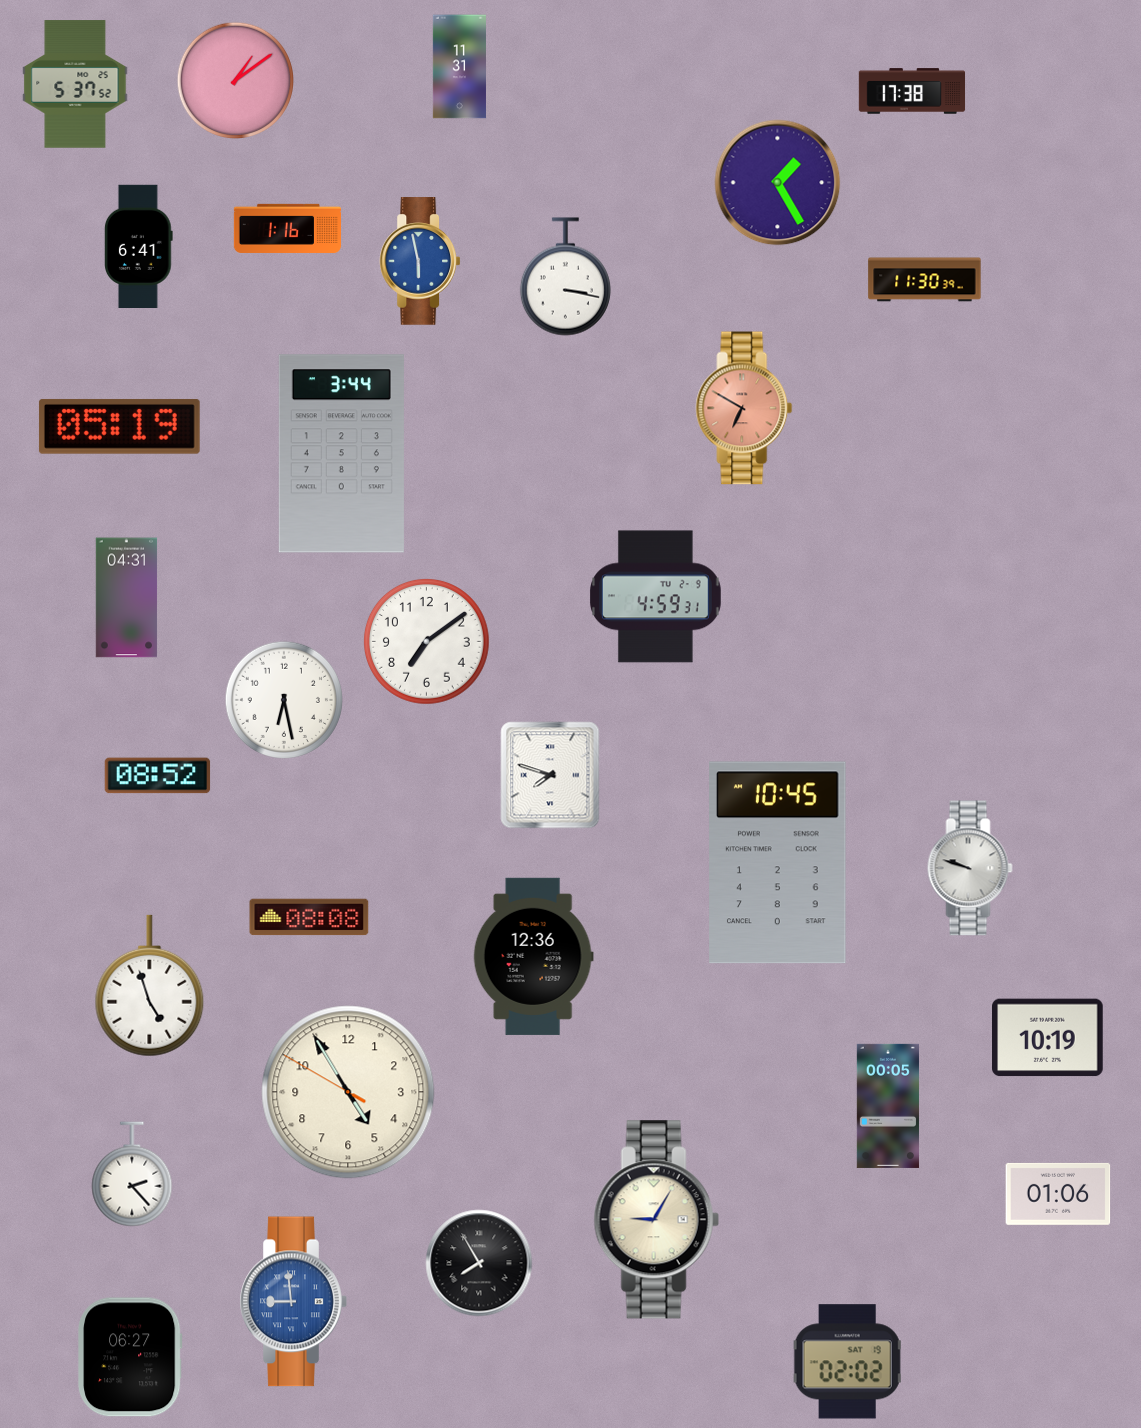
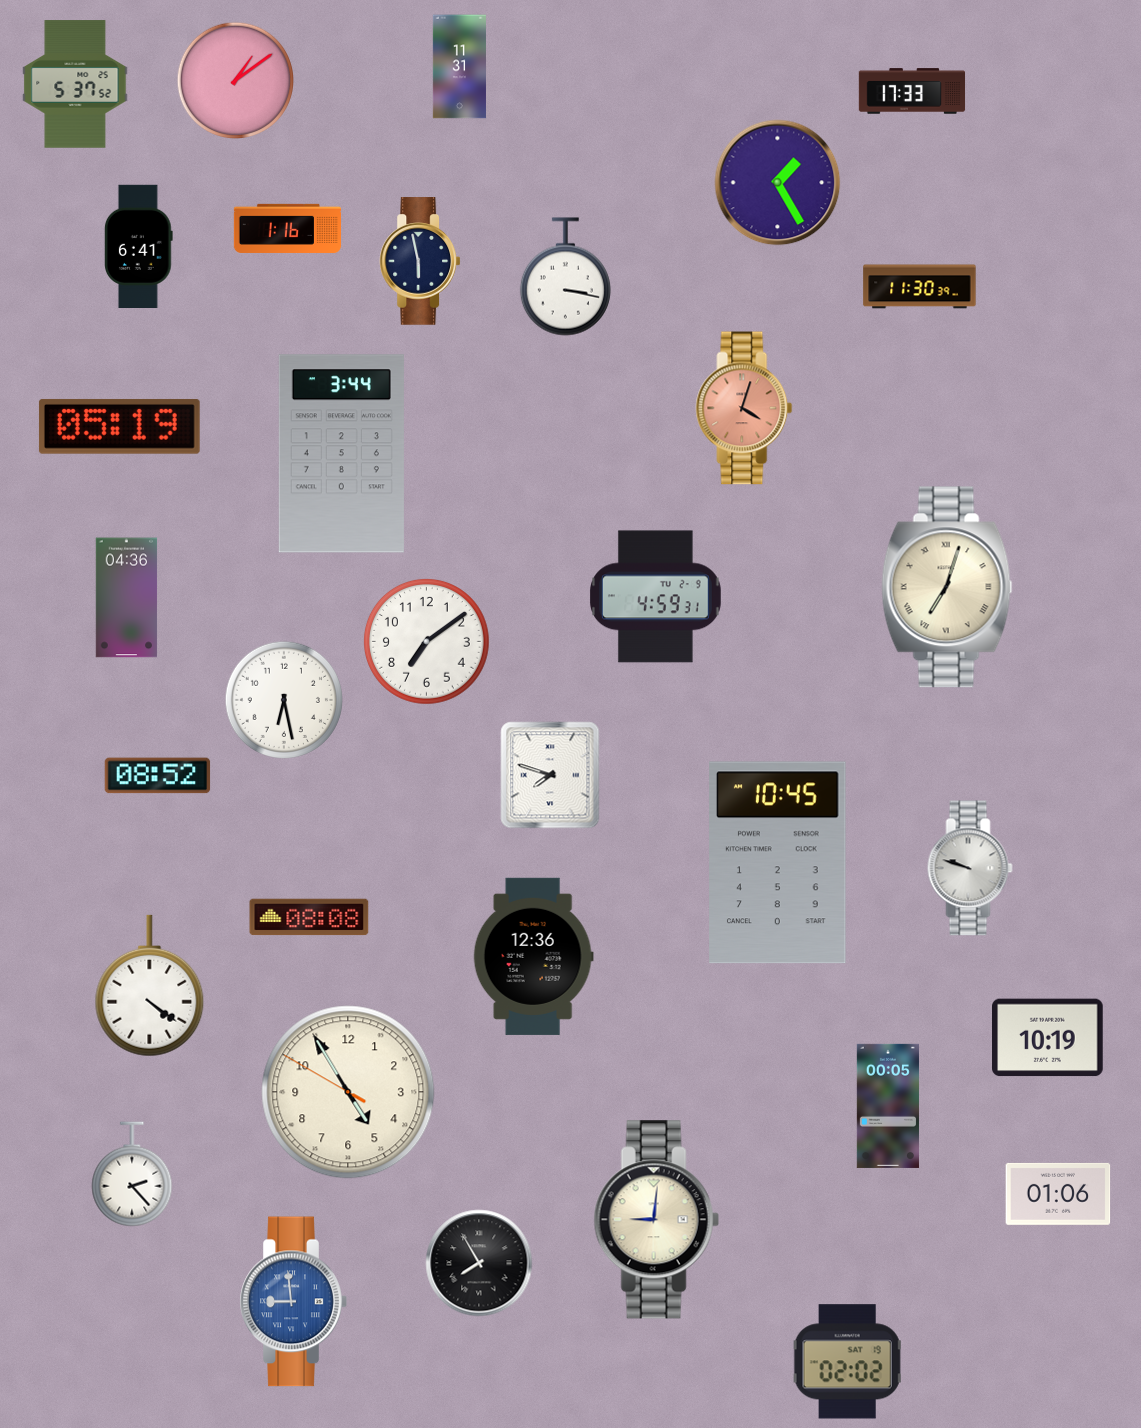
clock at (912, 91): 17:38 -> 17:33
clock at (420, 261) dial: blue -> navy
clock at (925, 280) position: (925, 280) -> (920, 287)
clock at (744, 408): 6:50 -> 4:03
clock at (947, 587): none -> 7:03
clock at (127, 598): 04:31 -> 04:36
clock at (150, 986): 4:57 -> 4:21
clock at (656, 1220): 9:05 -> 9:01
clock at (131, 1357): 06:27 -> none
